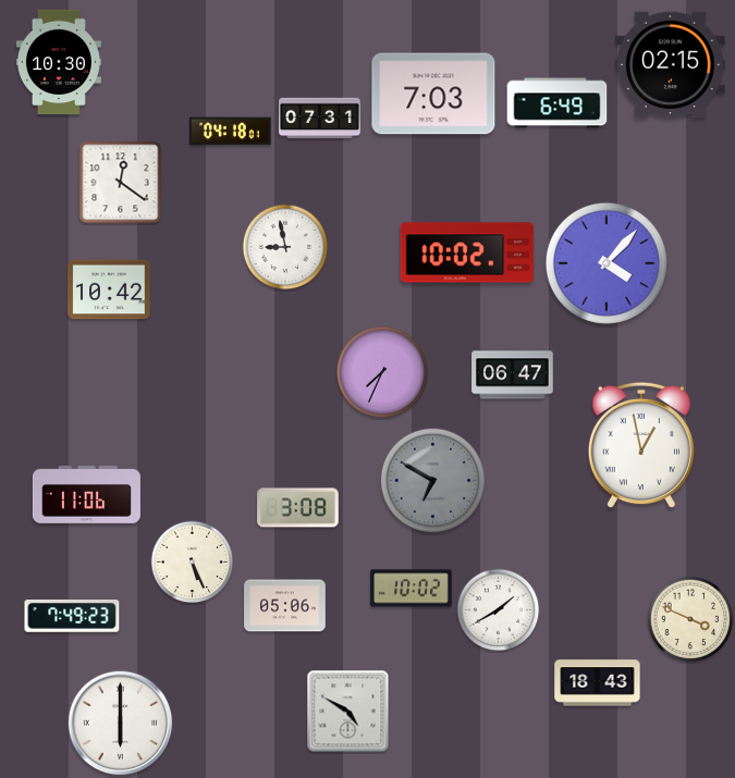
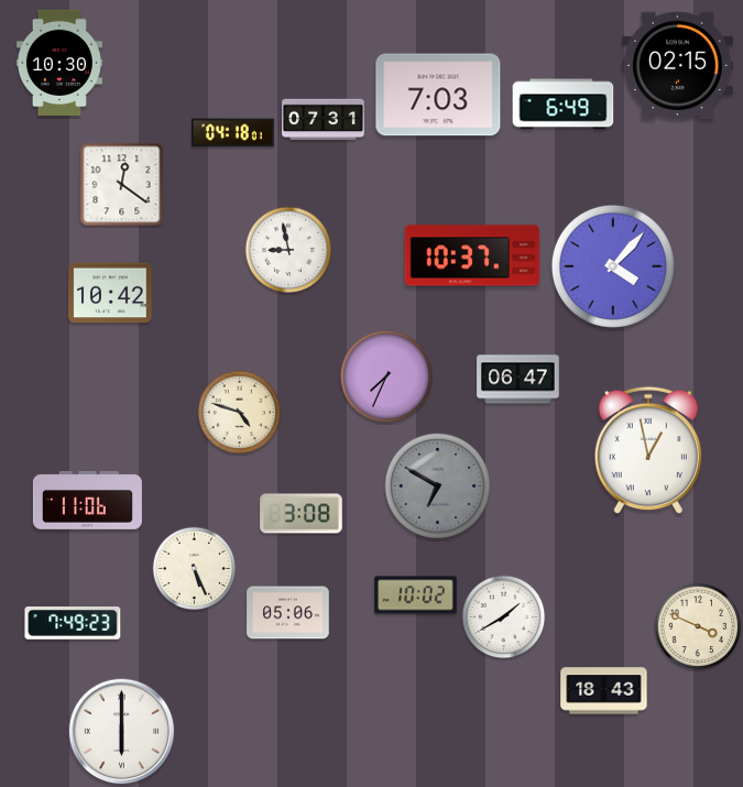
clock at (467, 252): 10:02 -> 10:37
clock at (240, 413): none -> 4:48
clock at (348, 712): 4:50 -> none
